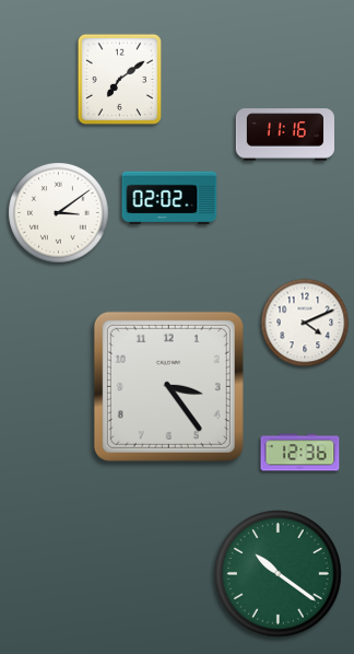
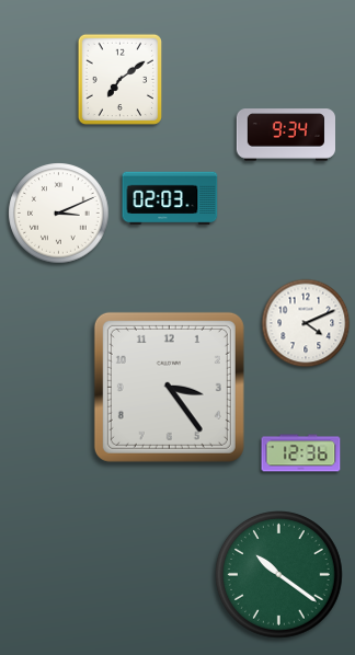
clock at (284, 135): 11:16 -> 9:34
clock at (169, 198): 02:02 -> 02:03
clock at (59, 213): 3:09 -> 3:11
